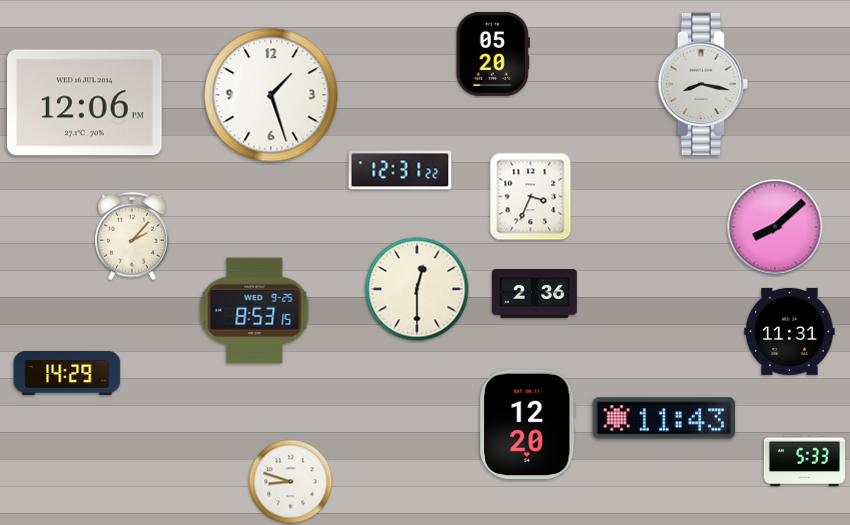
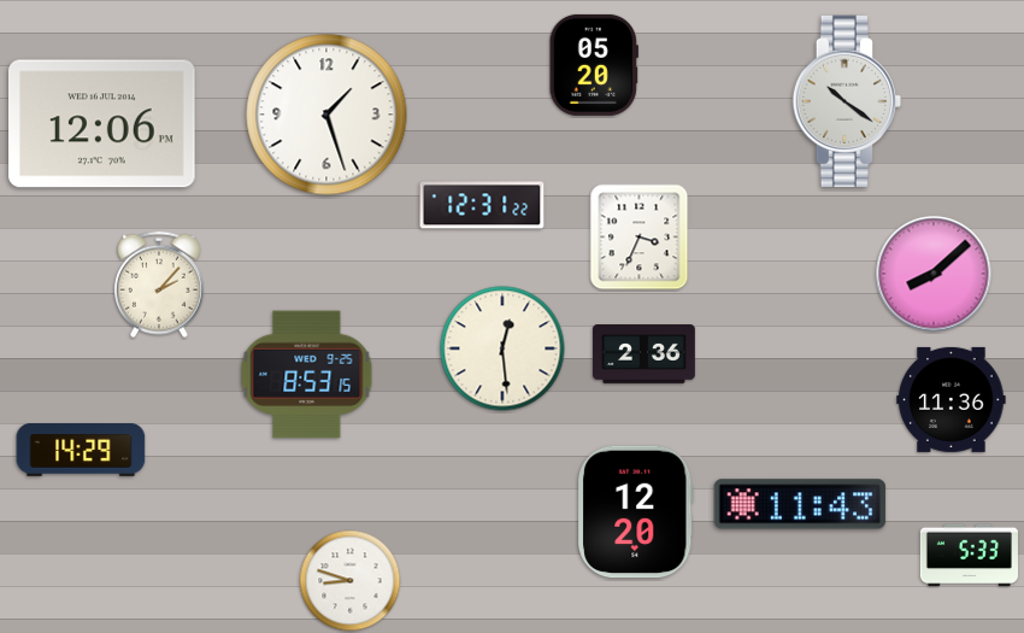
clock at (703, 84): 8:17 -> 10:21
clock at (417, 289): 12:30 -> 12:29
clock at (790, 331): 11:31 -> 11:36
